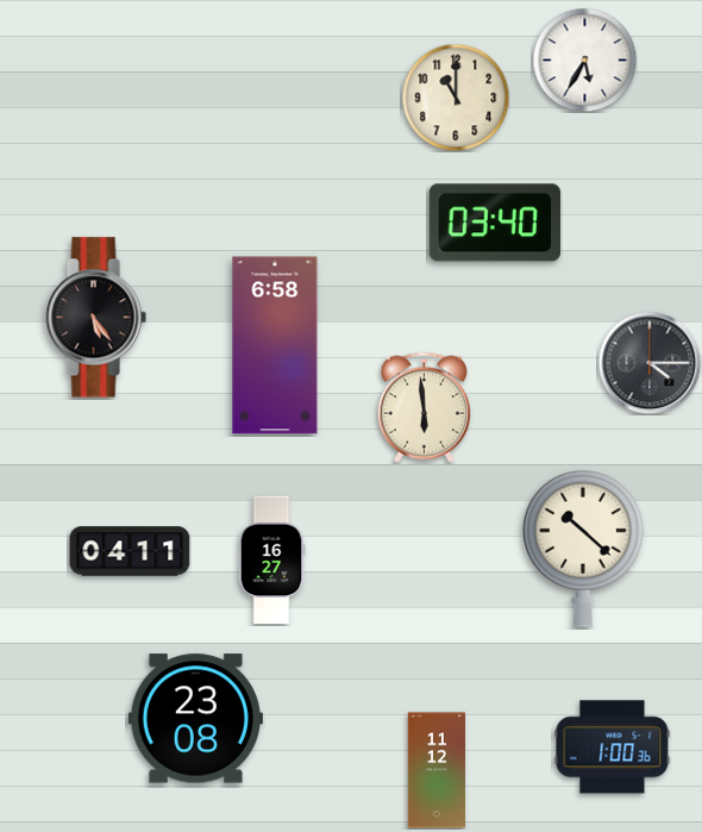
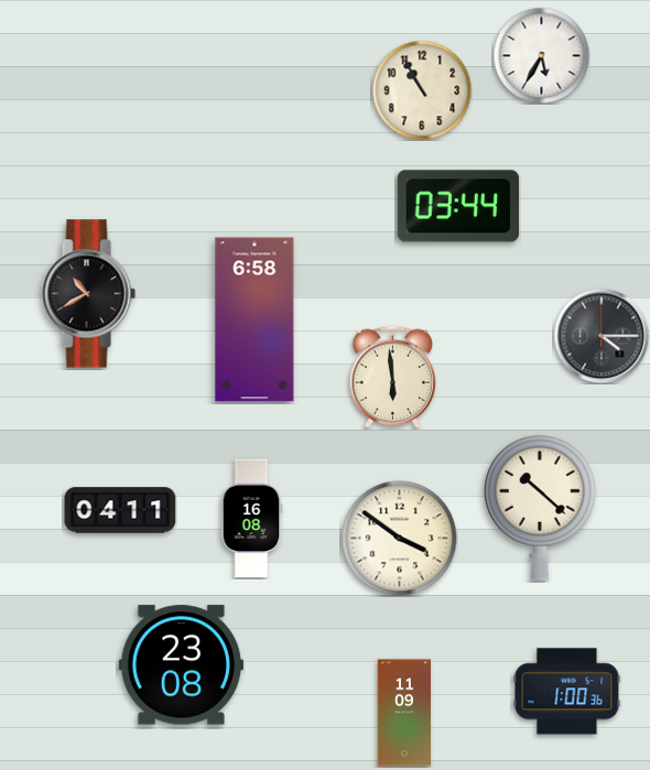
clock at (456, 98): 11:00 -> 10:55
clock at (495, 223): 03:40 -> 03:44
clock at (95, 318): 5:24 -> 10:40
clock at (271, 561): 16:27 -> 16:08
clock at (400, 539): none -> 3:51
clock at (435, 770): 11:12 -> 11:09
